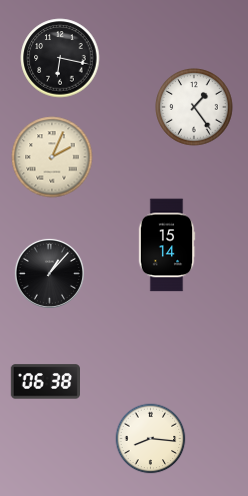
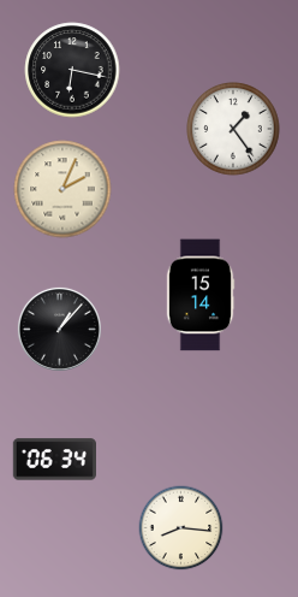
clock at (45, 382): 06:38 -> 06:34
